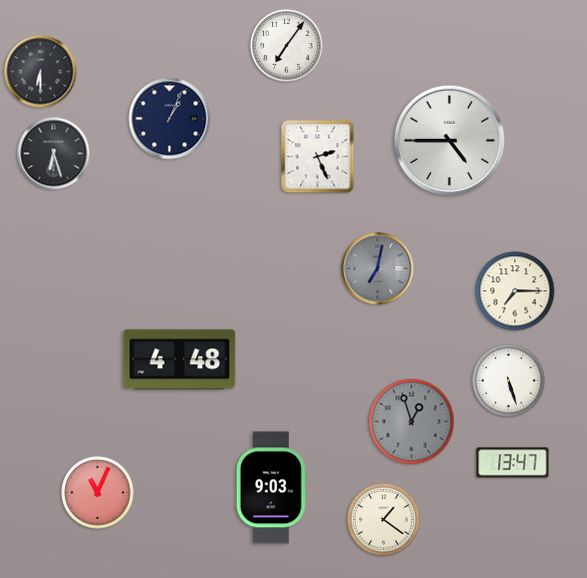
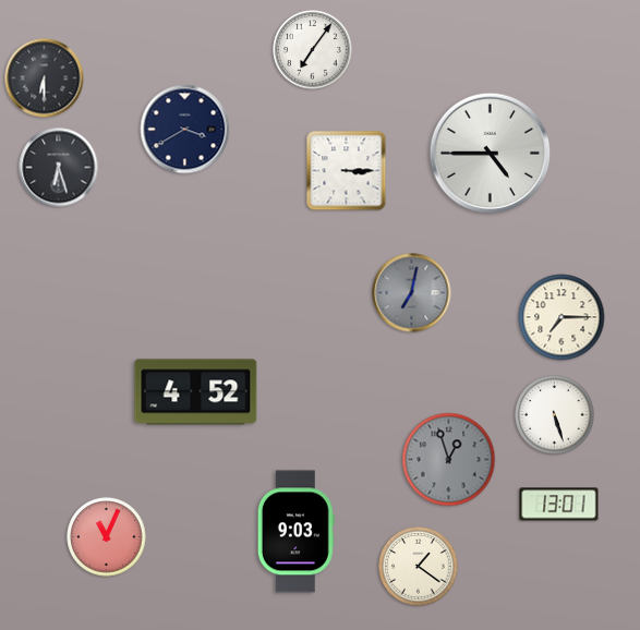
clock at (170, 119): 1:04 -> 3:40
clock at (318, 157): 2:26 -> 3:15
clock at (180, 360): 4:48 -> 4:52
clock at (513, 463): 13:47 -> 13:01
